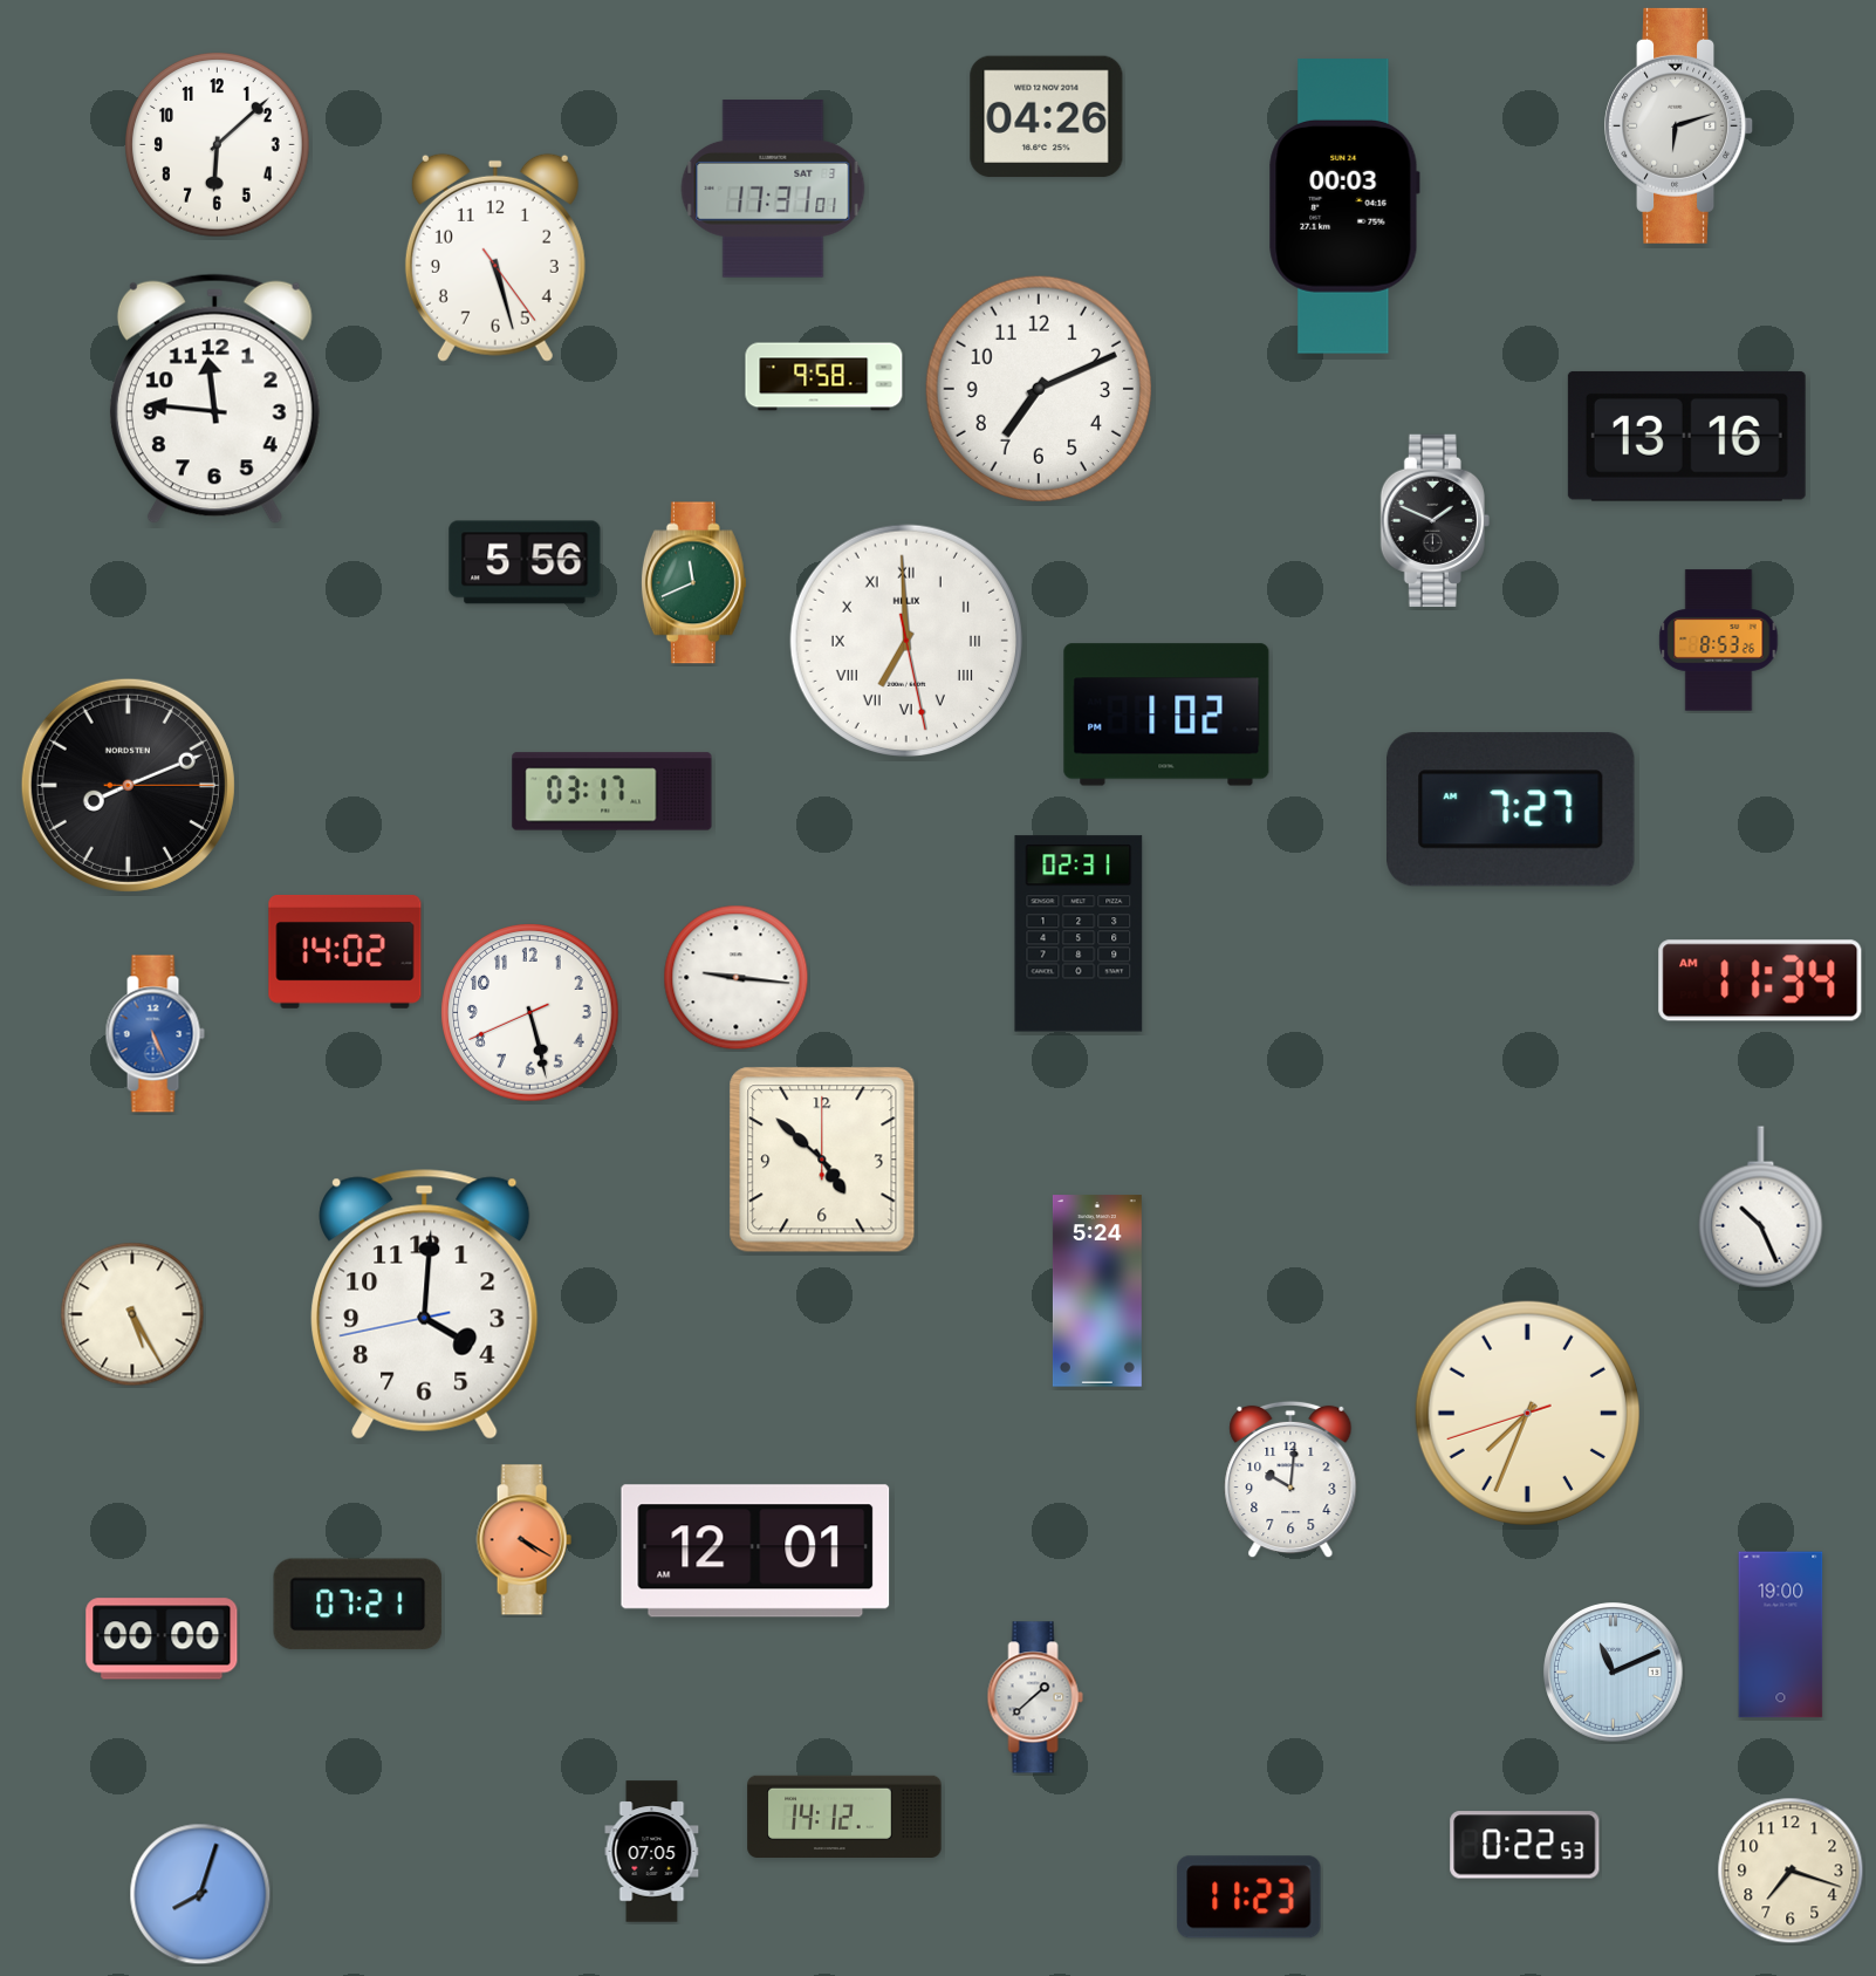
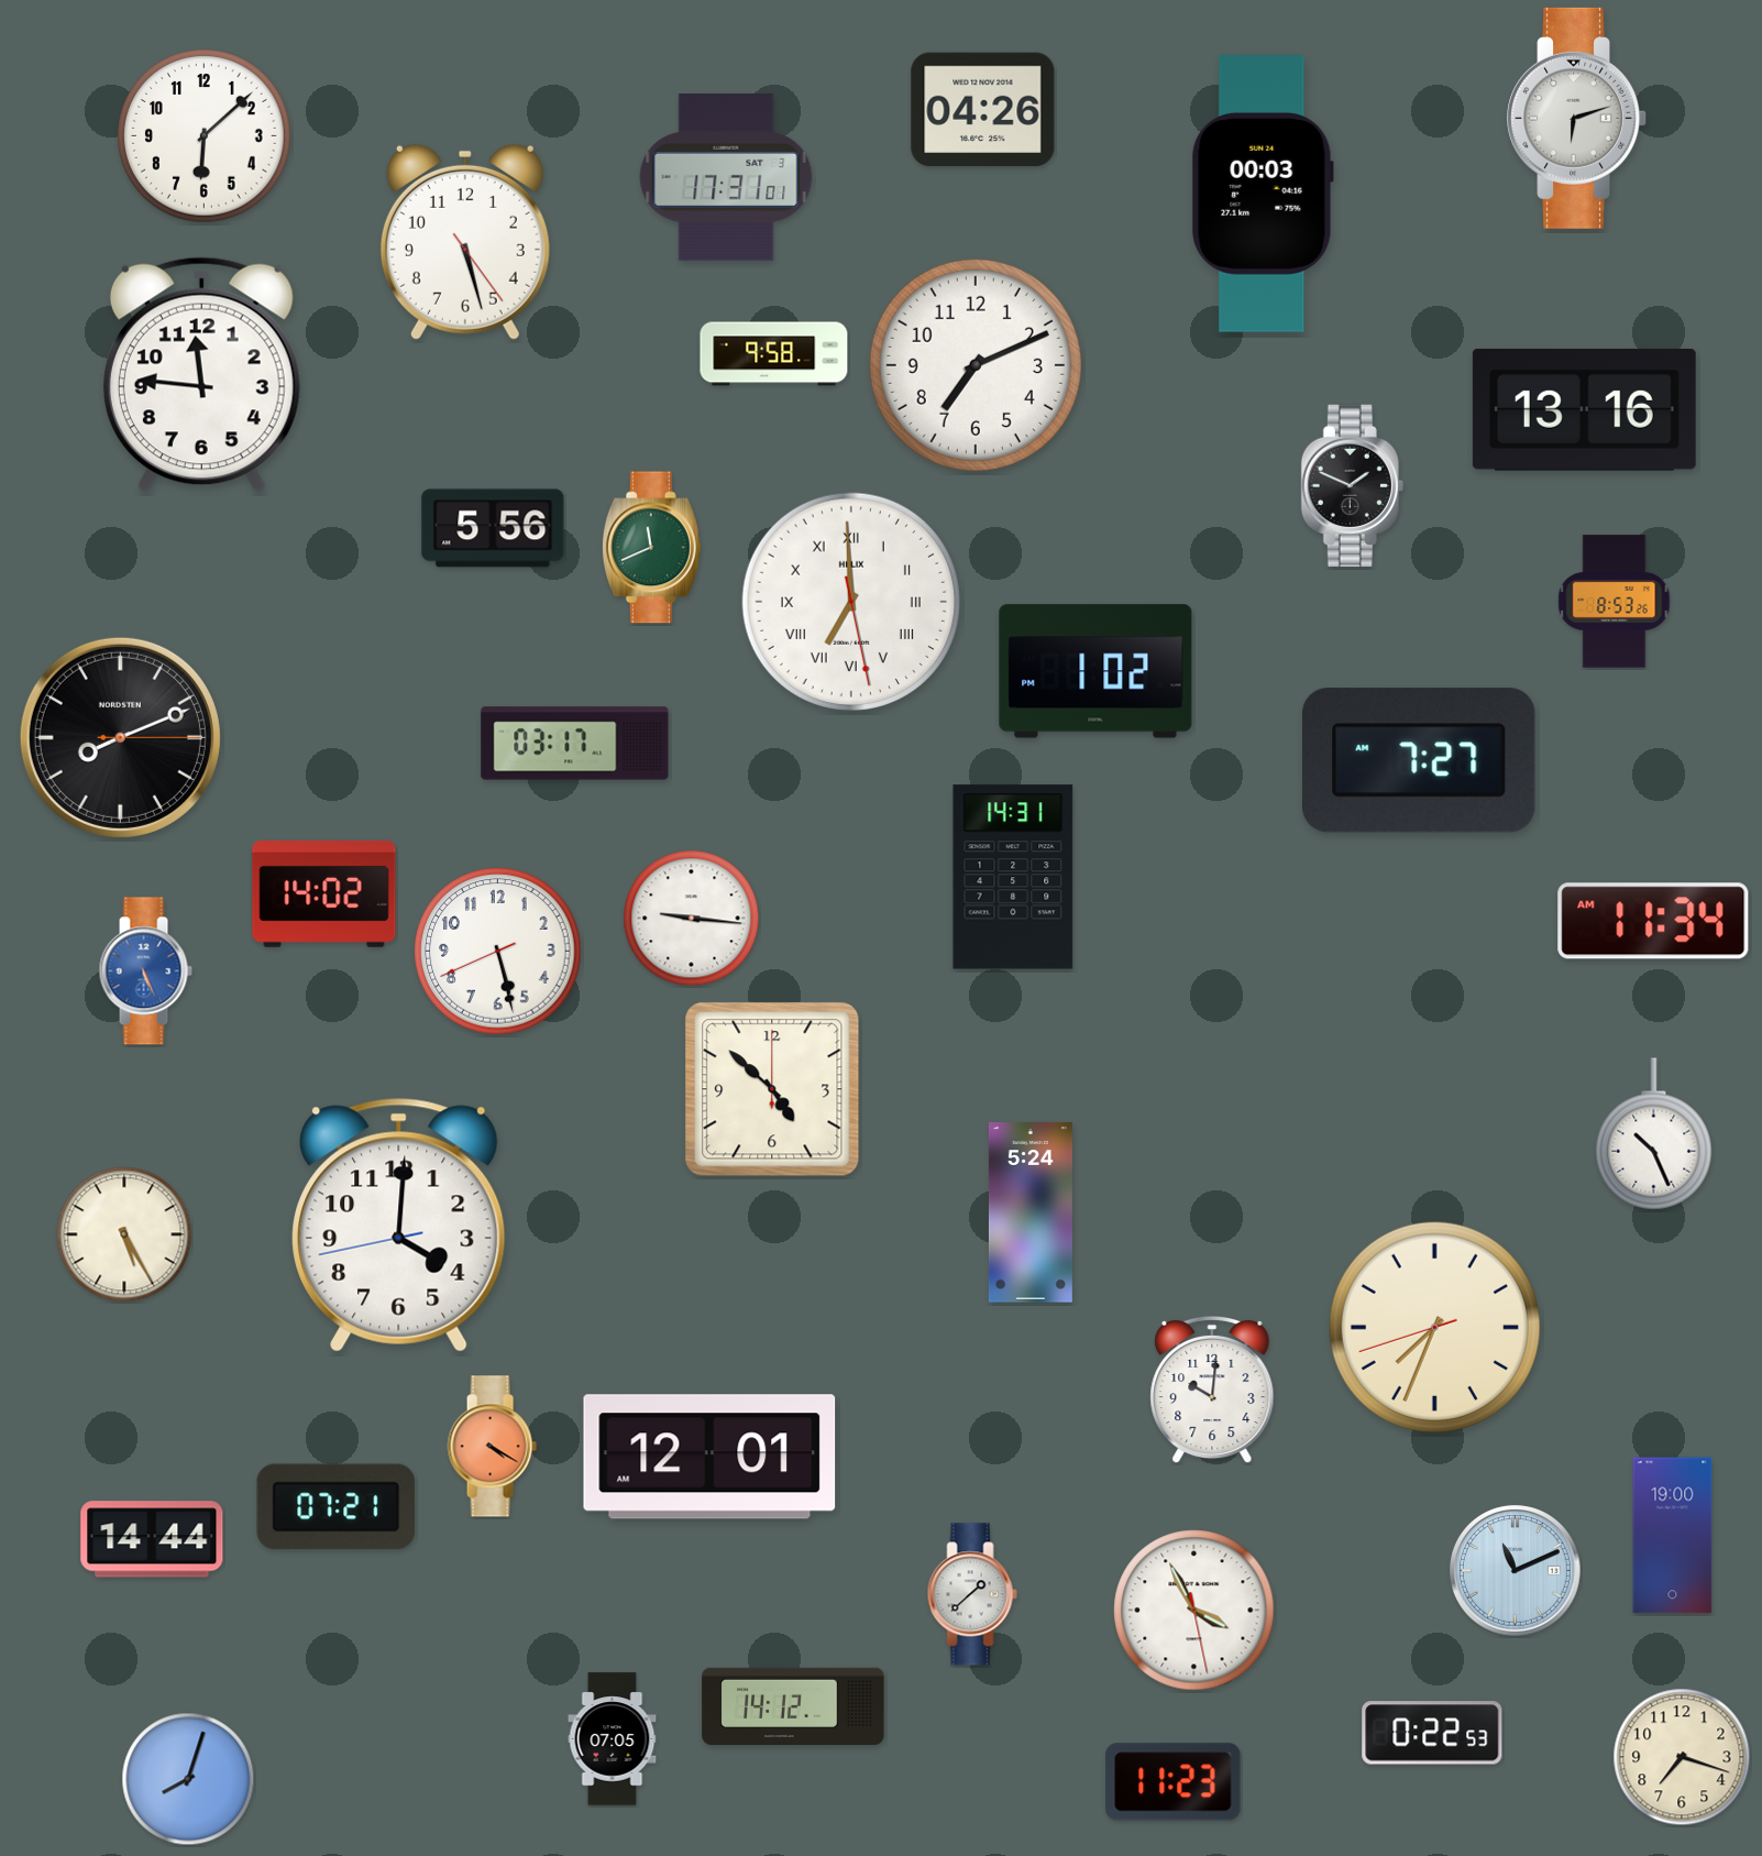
clock at (1435, 521) position: (1435, 521) -> (1352, 486)
clock at (1079, 934): 02:31 -> 14:31
clock at (162, 1639): 00:00 -> 14:44
clock at (1194, 1611): none -> 3:55
